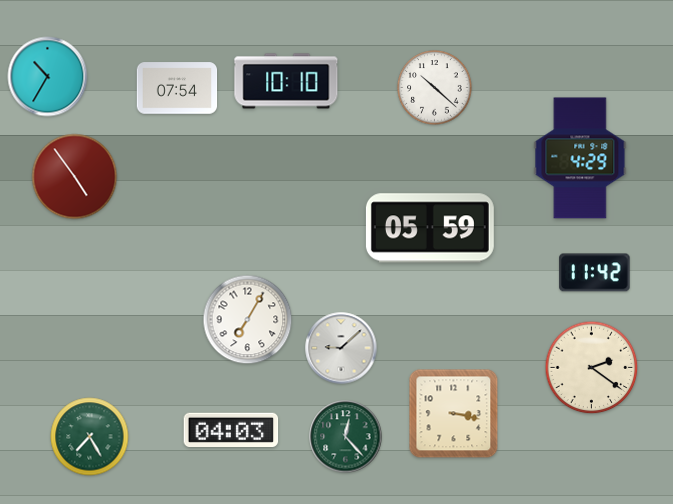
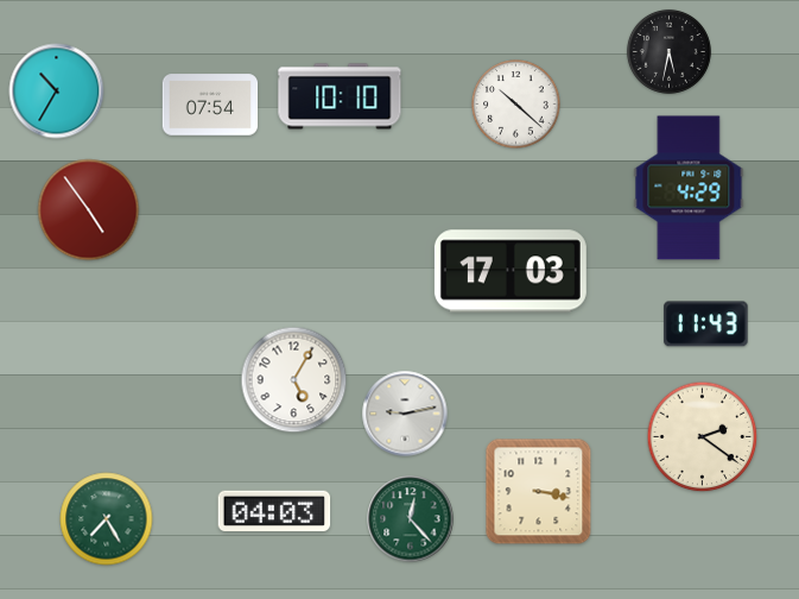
clock at (668, 51): none -> 5:32
clock at (430, 228): 05:59 -> 17:03
clock at (595, 273): 11:42 -> 11:43
clock at (248, 320): 7:05 -> 5:05
clock at (341, 348): 9:08 -> 9:13
